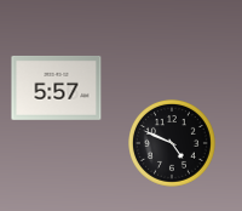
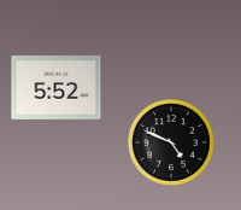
clock at (57, 87): 5:57 -> 5:52
